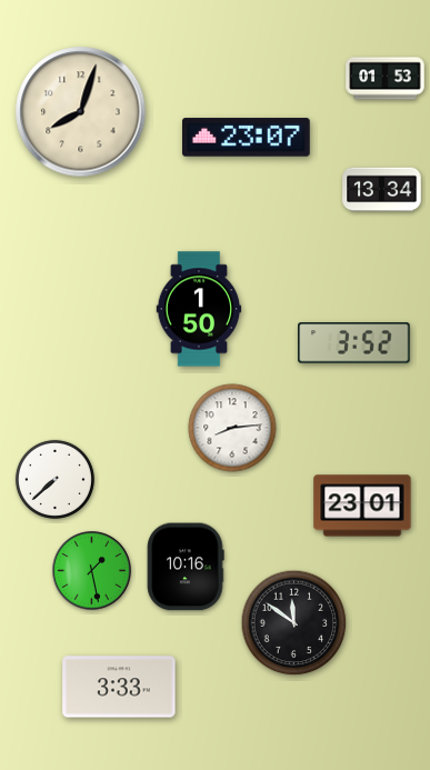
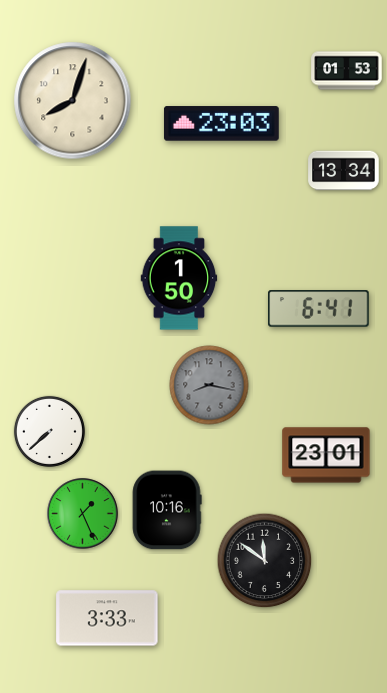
clock at (246, 138): 23:07 -> 23:03
clock at (354, 343): 3:52 -> 6:41
clock at (232, 428): 8:14 -> 8:17
clock at (232, 428) dial: white -> grey
clock at (92, 571): 1:28 -> 1:26
